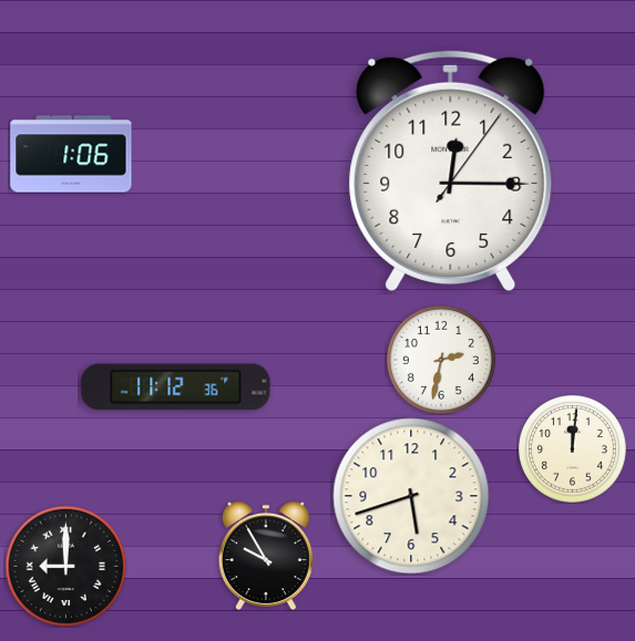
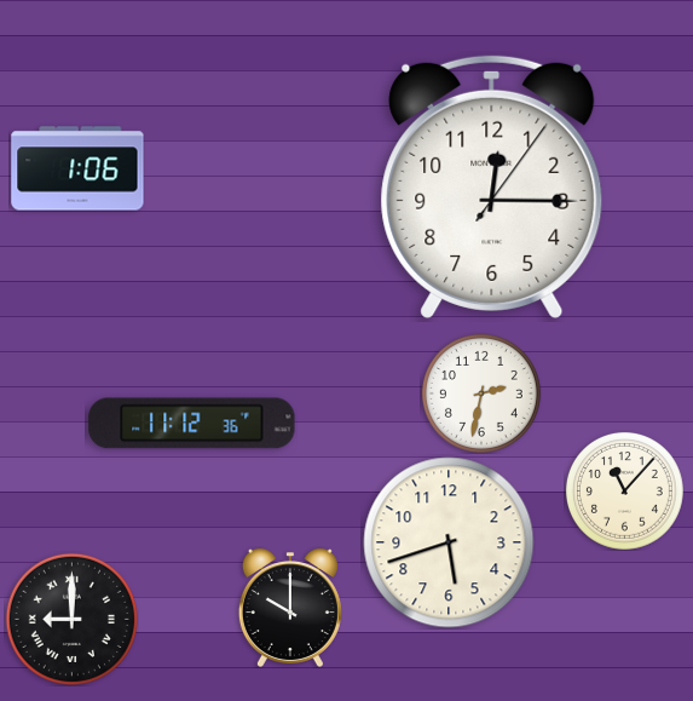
clock at (573, 449): 12:01 -> 11:07
clock at (266, 556): 9:55 -> 10:00
